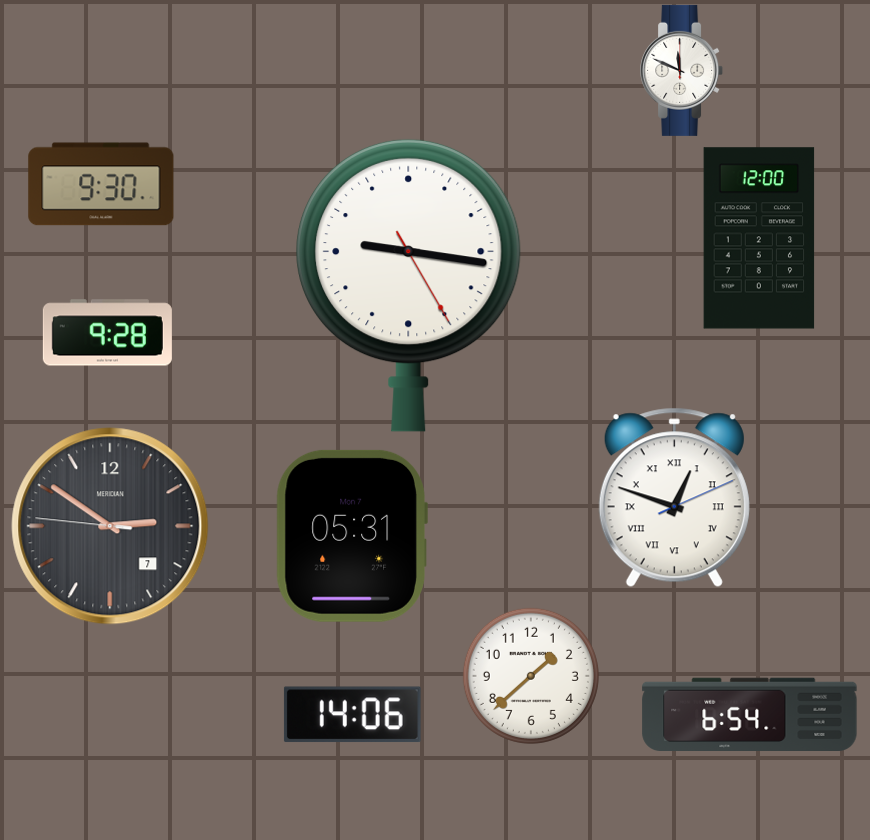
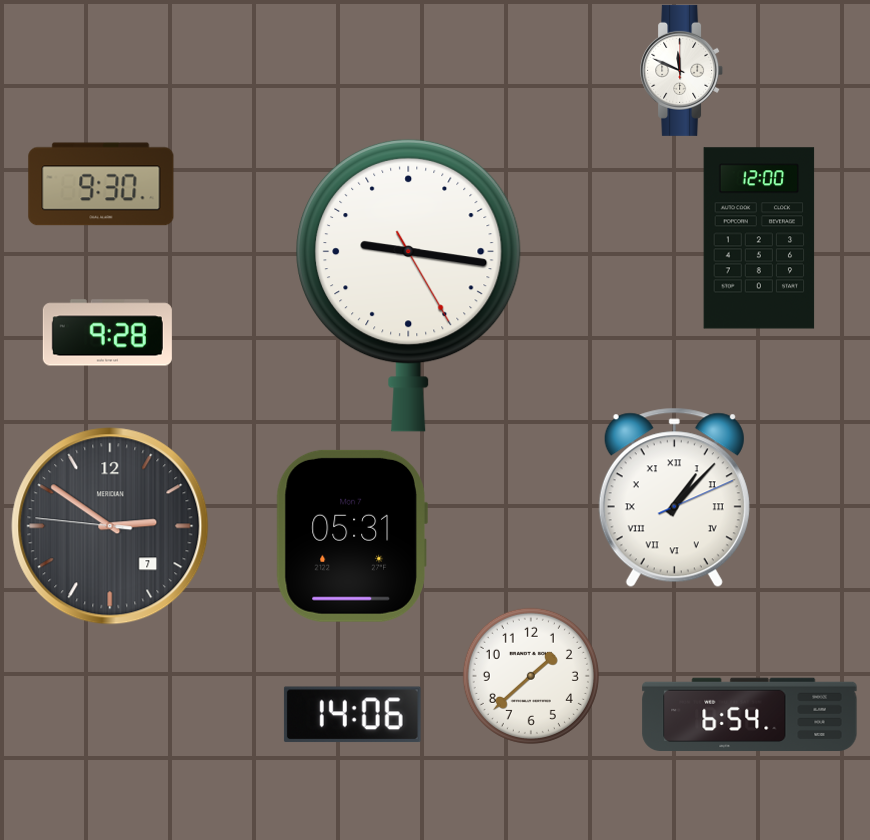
clock at (674, 498): 12:48 -> 1:07
